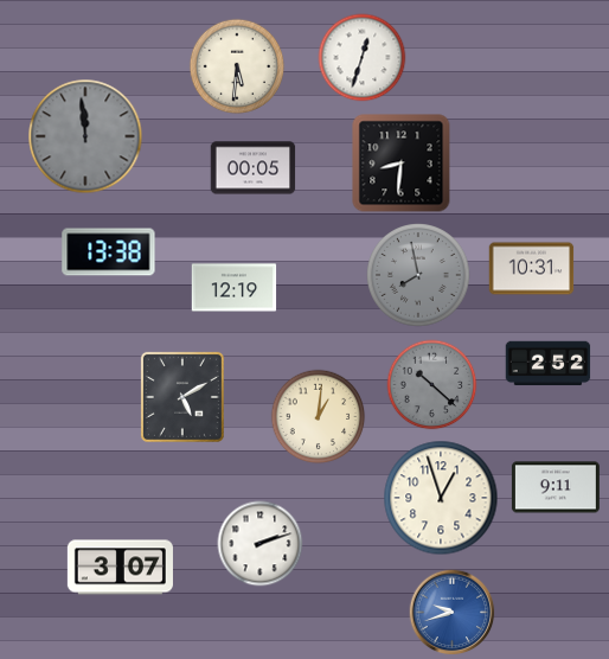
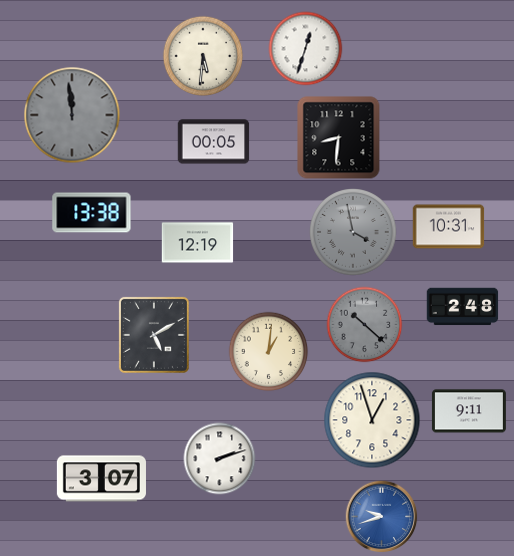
clock at (237, 66) position: (237, 66) -> (203, 56)
clock at (419, 276): 7:58 -> 3:58
clock at (549, 364): 2:52 -> 2:48
